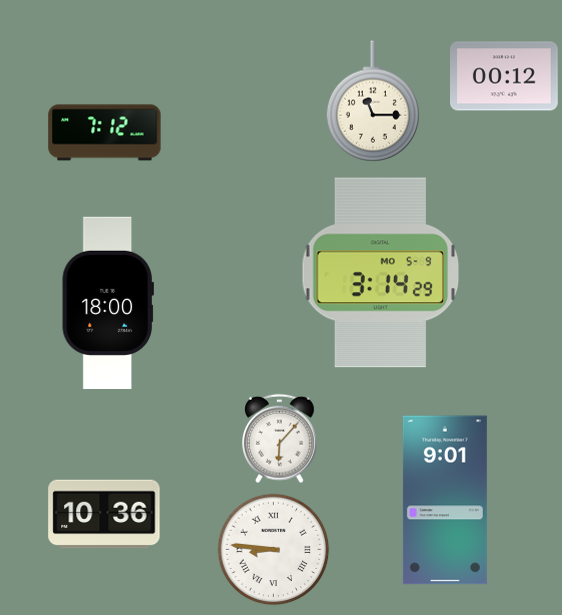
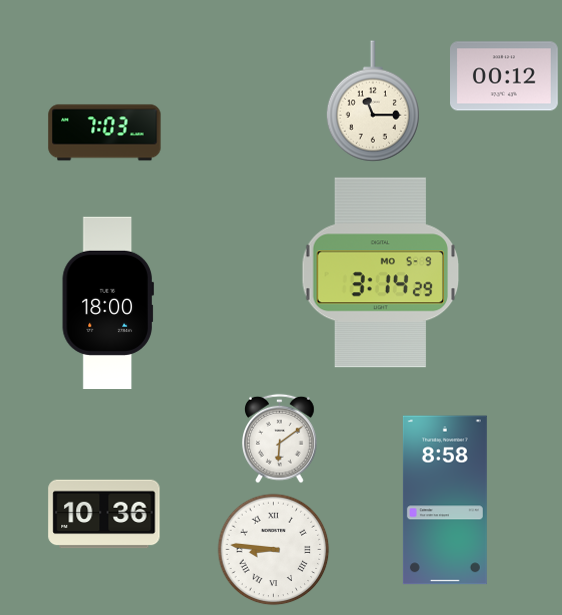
clock at (105, 133): 7:12 -> 7:03
clock at (280, 439): 6:07 -> 6:09
clock at (445, 500): 9:01 -> 8:58
